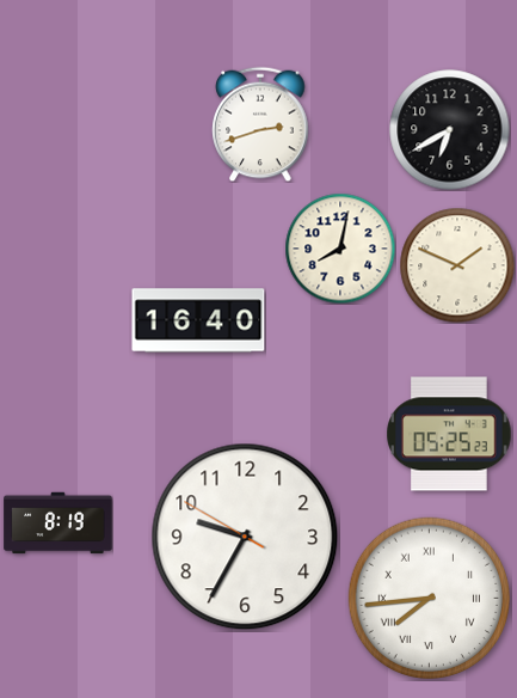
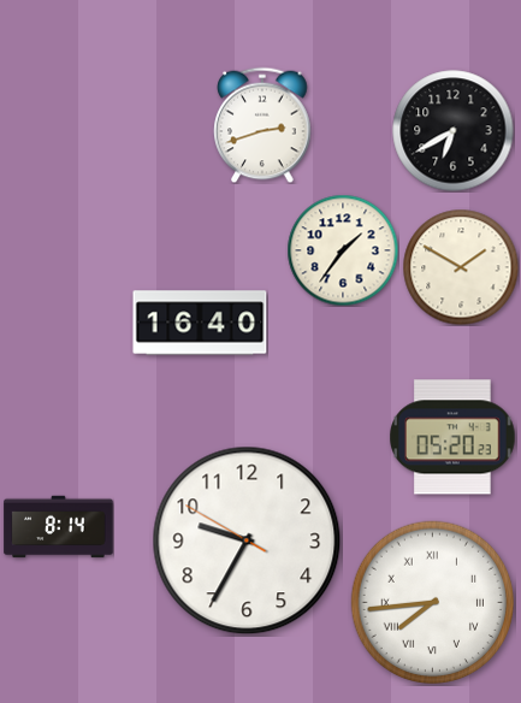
clock at (340, 249): 8:02 -> 1:36
clock at (457, 265): 1:49 -> 1:50
clock at (450, 434): 05:25 -> 05:20
clock at (59, 523): 8:19 -> 8:14
